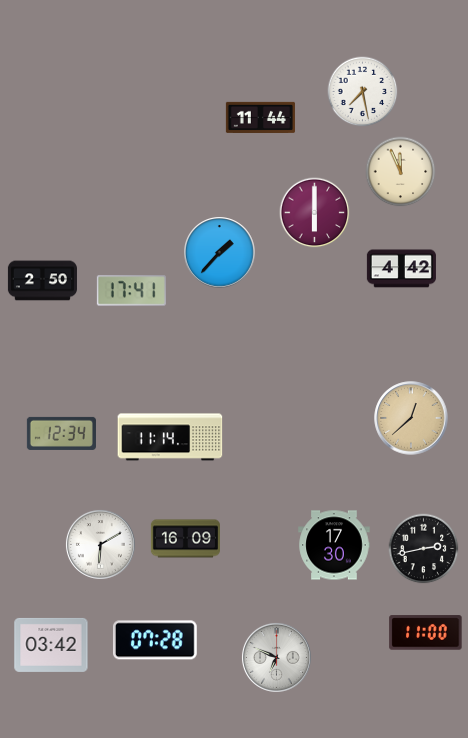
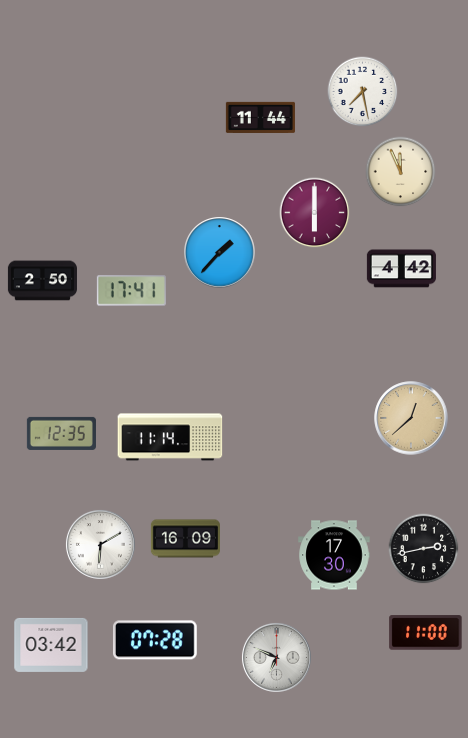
clock at (61, 433): 12:34 -> 12:35
clock at (334, 545) position: (334, 545) -> (334, 555)
